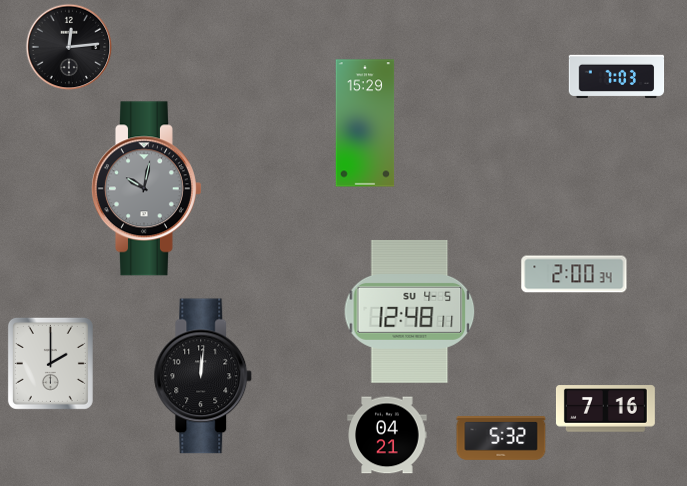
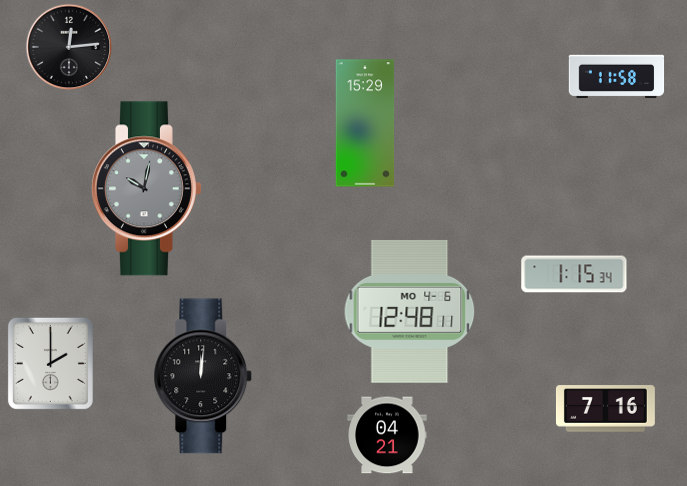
clock at (617, 76): 7:03 -> 11:58
clock at (574, 274): 2:00 -> 1:15
clock at (410, 311) date: SU 4-5 -> MO 4-6
clock at (501, 439): 5:32 -> none
